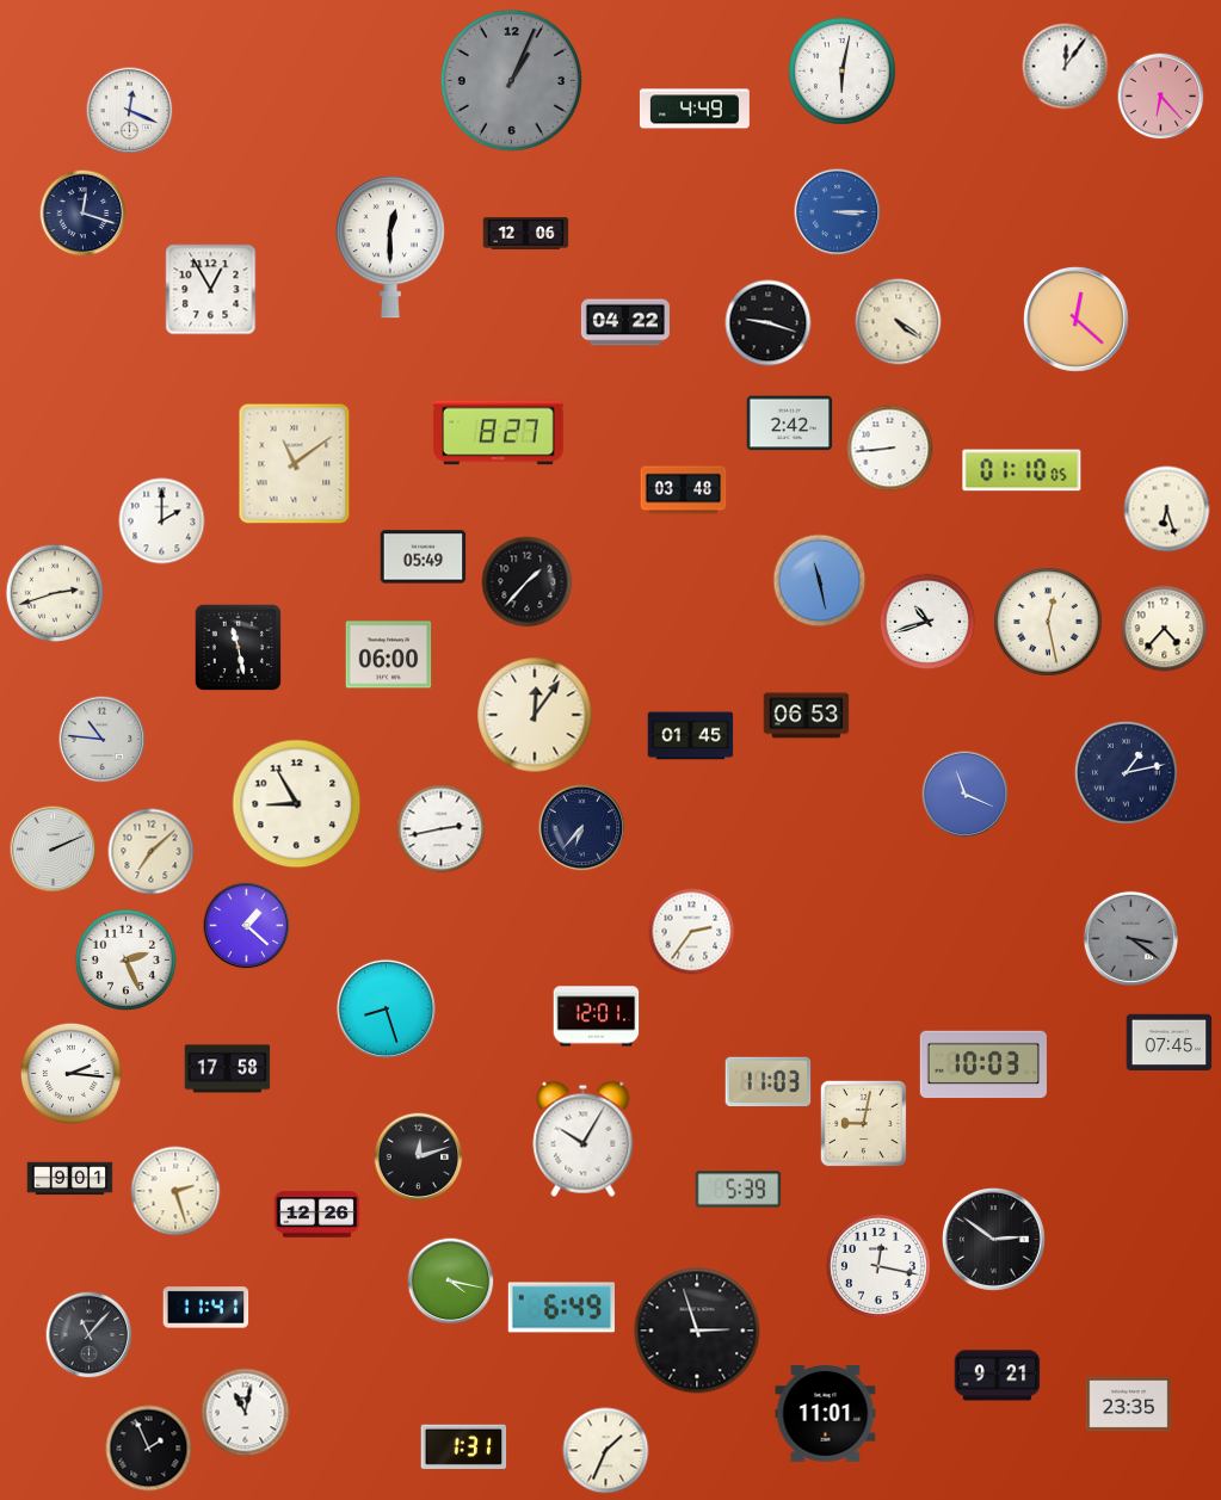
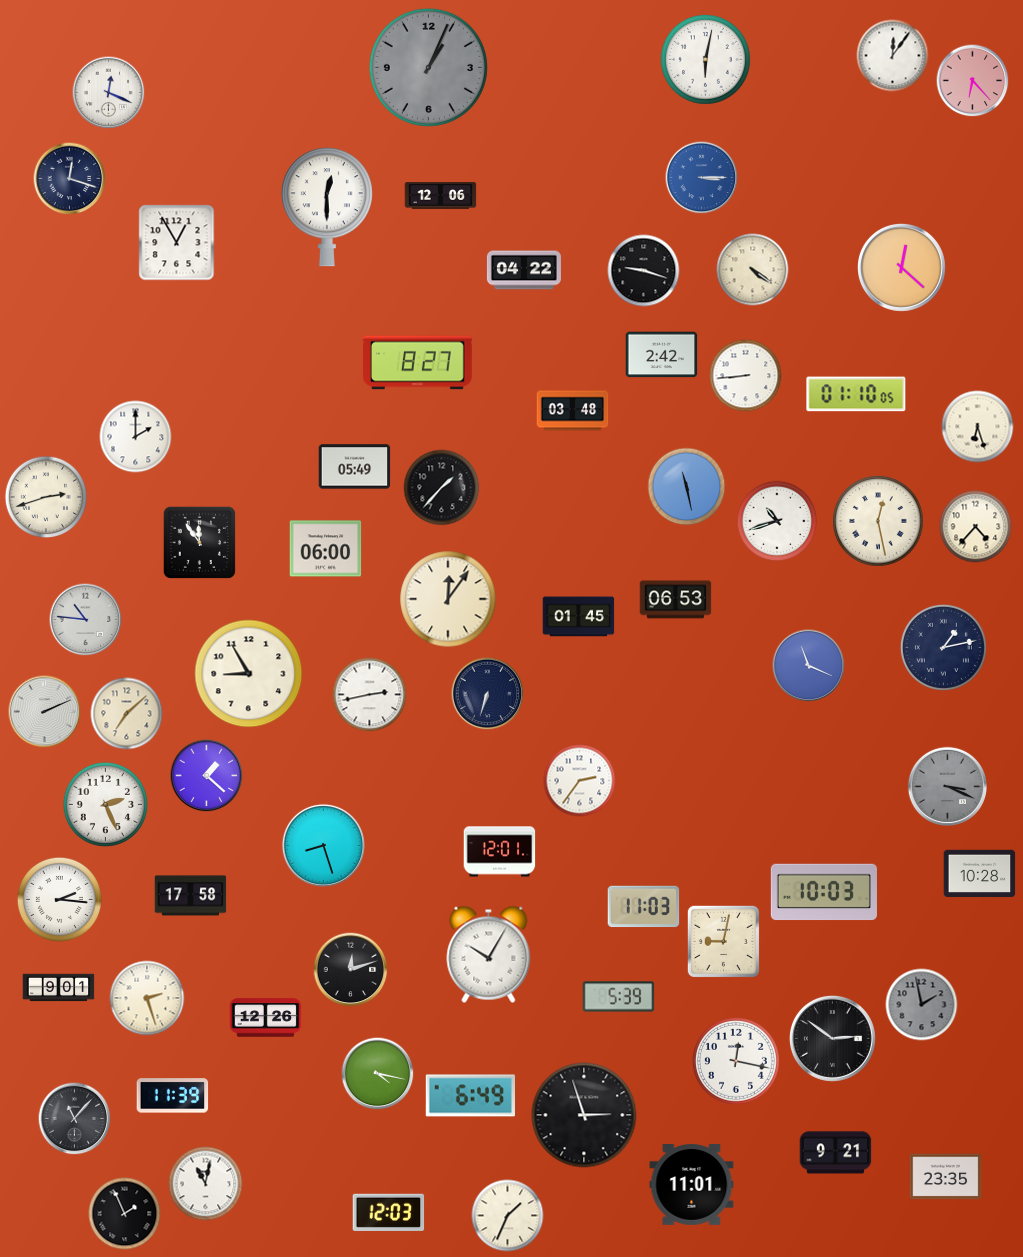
clock at (695, 109): 4:49 -> none
clock at (295, 464): 11:09 -> none
clock at (238, 647): 11:28 -> 11:54
clock at (582, 828): 6:37 -> 6:33
clock at (1130, 938): 3:21 -> 3:19
clock at (1170, 1043): 07:45 -> 10:28
clock at (922, 1005): none -> 1:58
clock at (206, 1308): 11:41 -> 11:39
clock at (464, 1446): 1:31 -> 12:03
